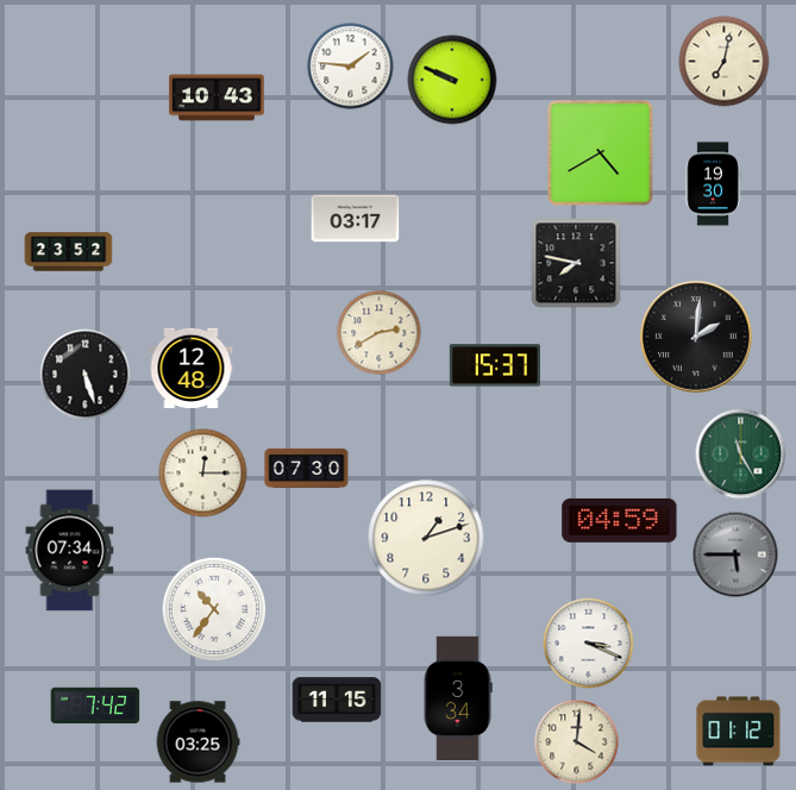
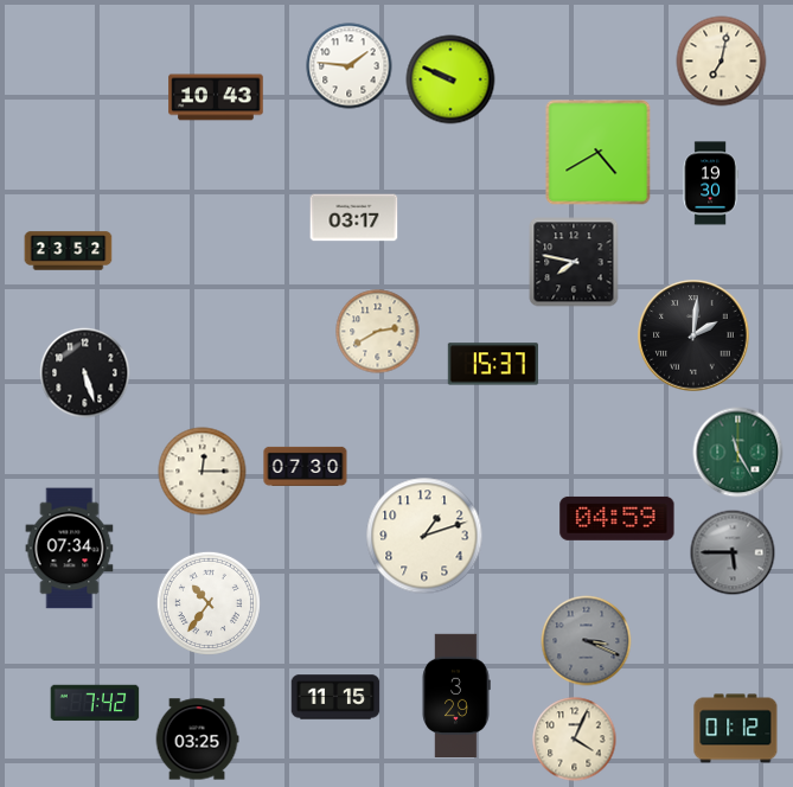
clock at (192, 369): 12:48 -> none
clock at (214, 609) position: (214, 609) -> (209, 603)
clock at (589, 644) dial: white -> grey
clock at (458, 697): 3:34 -> 3:29
clock at (577, 742): 4:01 -> 4:04
